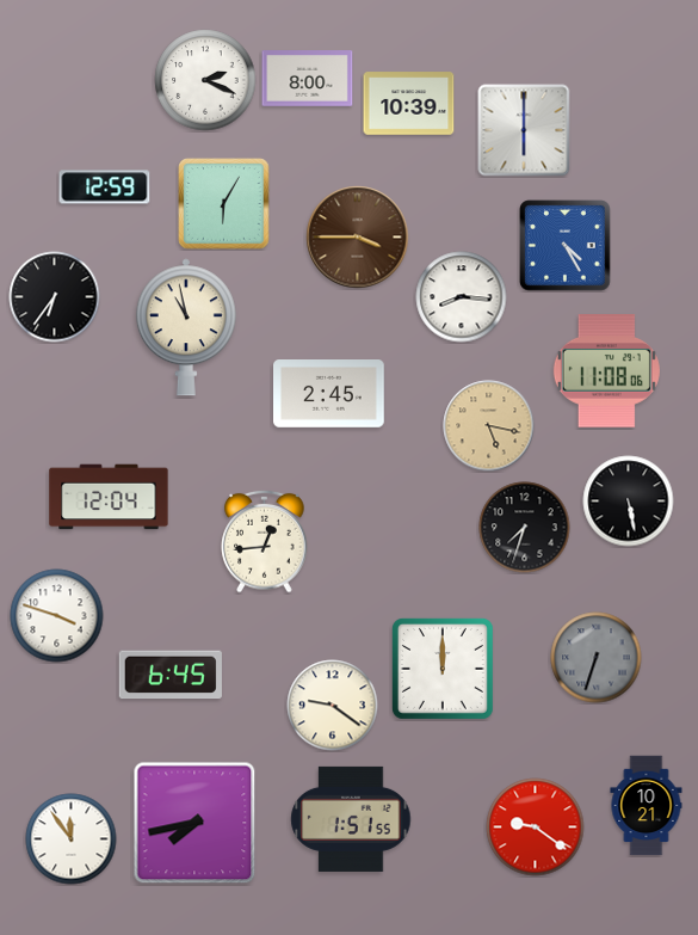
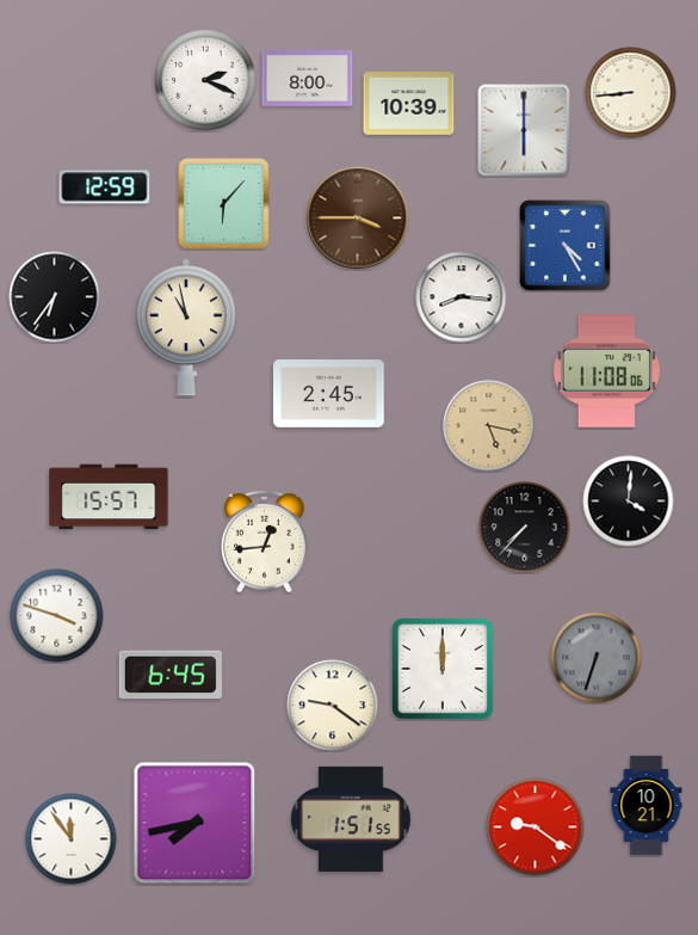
clock at (631, 93): none -> 8:44
clock at (224, 204): 6:05 -> 6:07
clock at (358, 238) position: (358, 238) -> (358, 219)
clock at (109, 497): 12:04 -> 15:57
clock at (629, 502): 5:28 -> 4:01
clock at (525, 528): 7:33 -> 7:37
